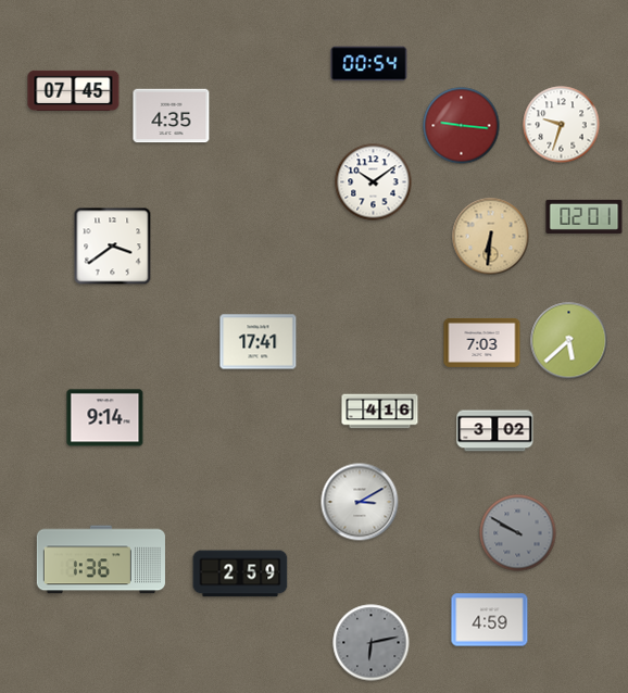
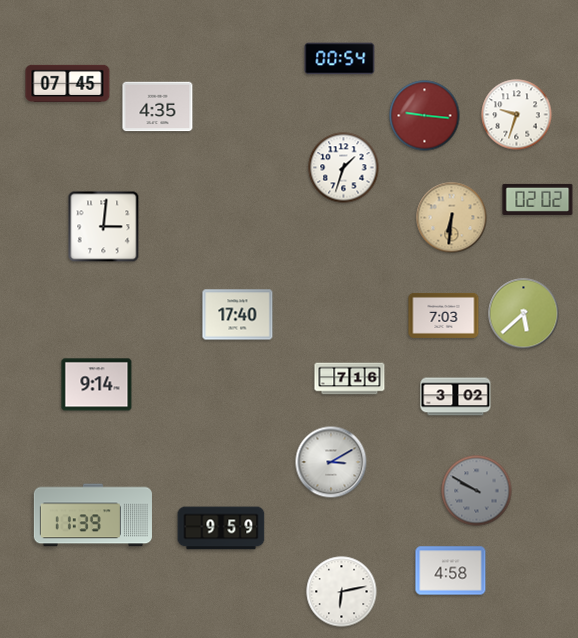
clock at (374, 182): 10:09 -> 1:33
clock at (585, 216): 02:01 -> 02:02
clock at (113, 247): 3:39 -> 3:01
clock at (259, 342): 17:41 -> 17:40
clock at (380, 412): 4:16 -> 7:16
clock at (101, 559): 1:36 -> 11:39
clock at (240, 574): 2:59 -> 9:59
clock at (490, 620): 4:59 -> 4:58
clock at (372, 643) dial: grey -> white
